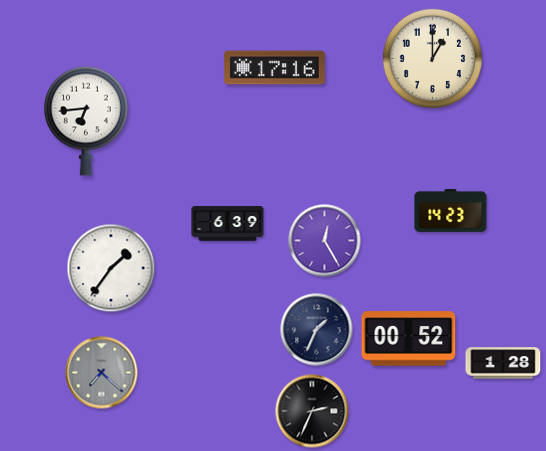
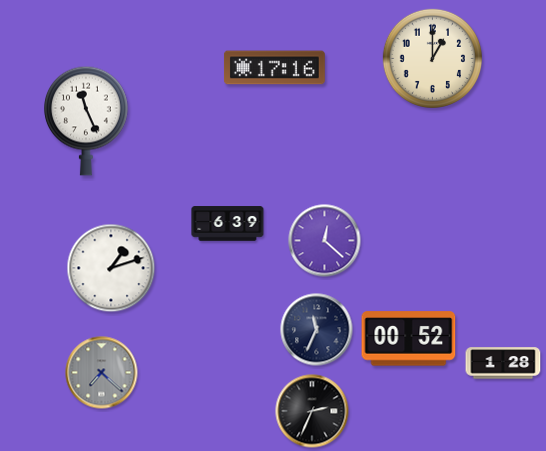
clock at (87, 121): 6:44 -> 11:26
clock at (451, 210): 14:23 -> none
clock at (325, 241): 12:25 -> 12:22
clock at (111, 268): 1:36 -> 1:12
clock at (317, 330): 1:34 -> 11:34
